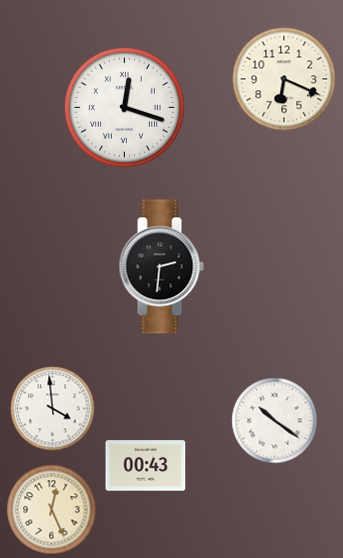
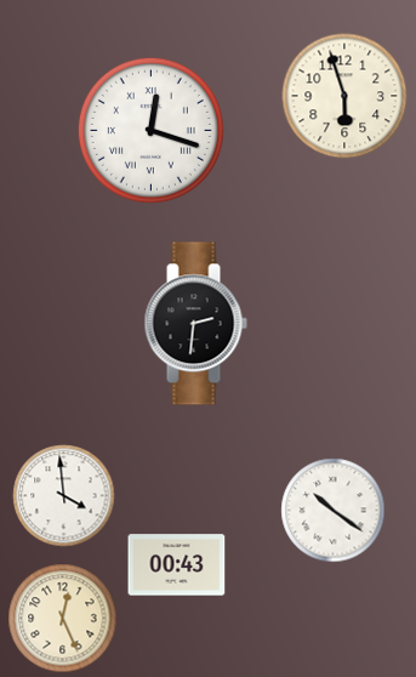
clock at (284, 79): 6:19 -> 5:57
